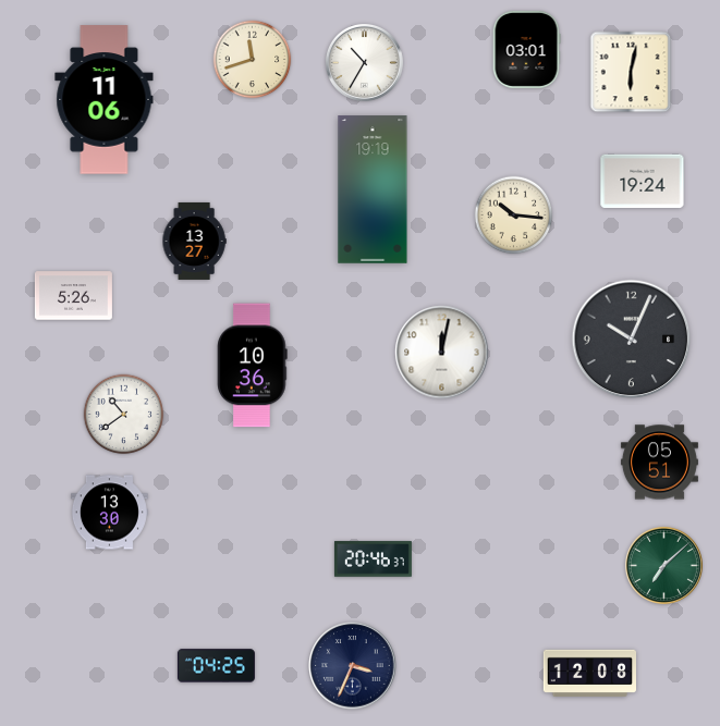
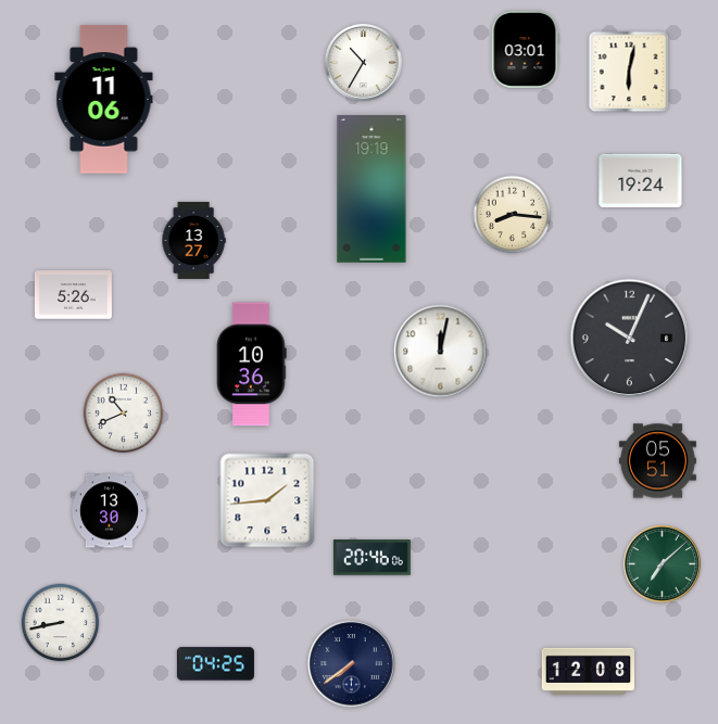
clock at (253, 60): 11:42 -> none
clock at (514, 216): 10:16 -> 8:16
clock at (124, 415): 10:39 -> 10:41
clock at (267, 500): none -> 1:44
clock at (373, 559): 20:46:37 -> 20:46:06
clock at (61, 623): none -> 8:43
clock at (353, 666): 3:34 -> 7:39
